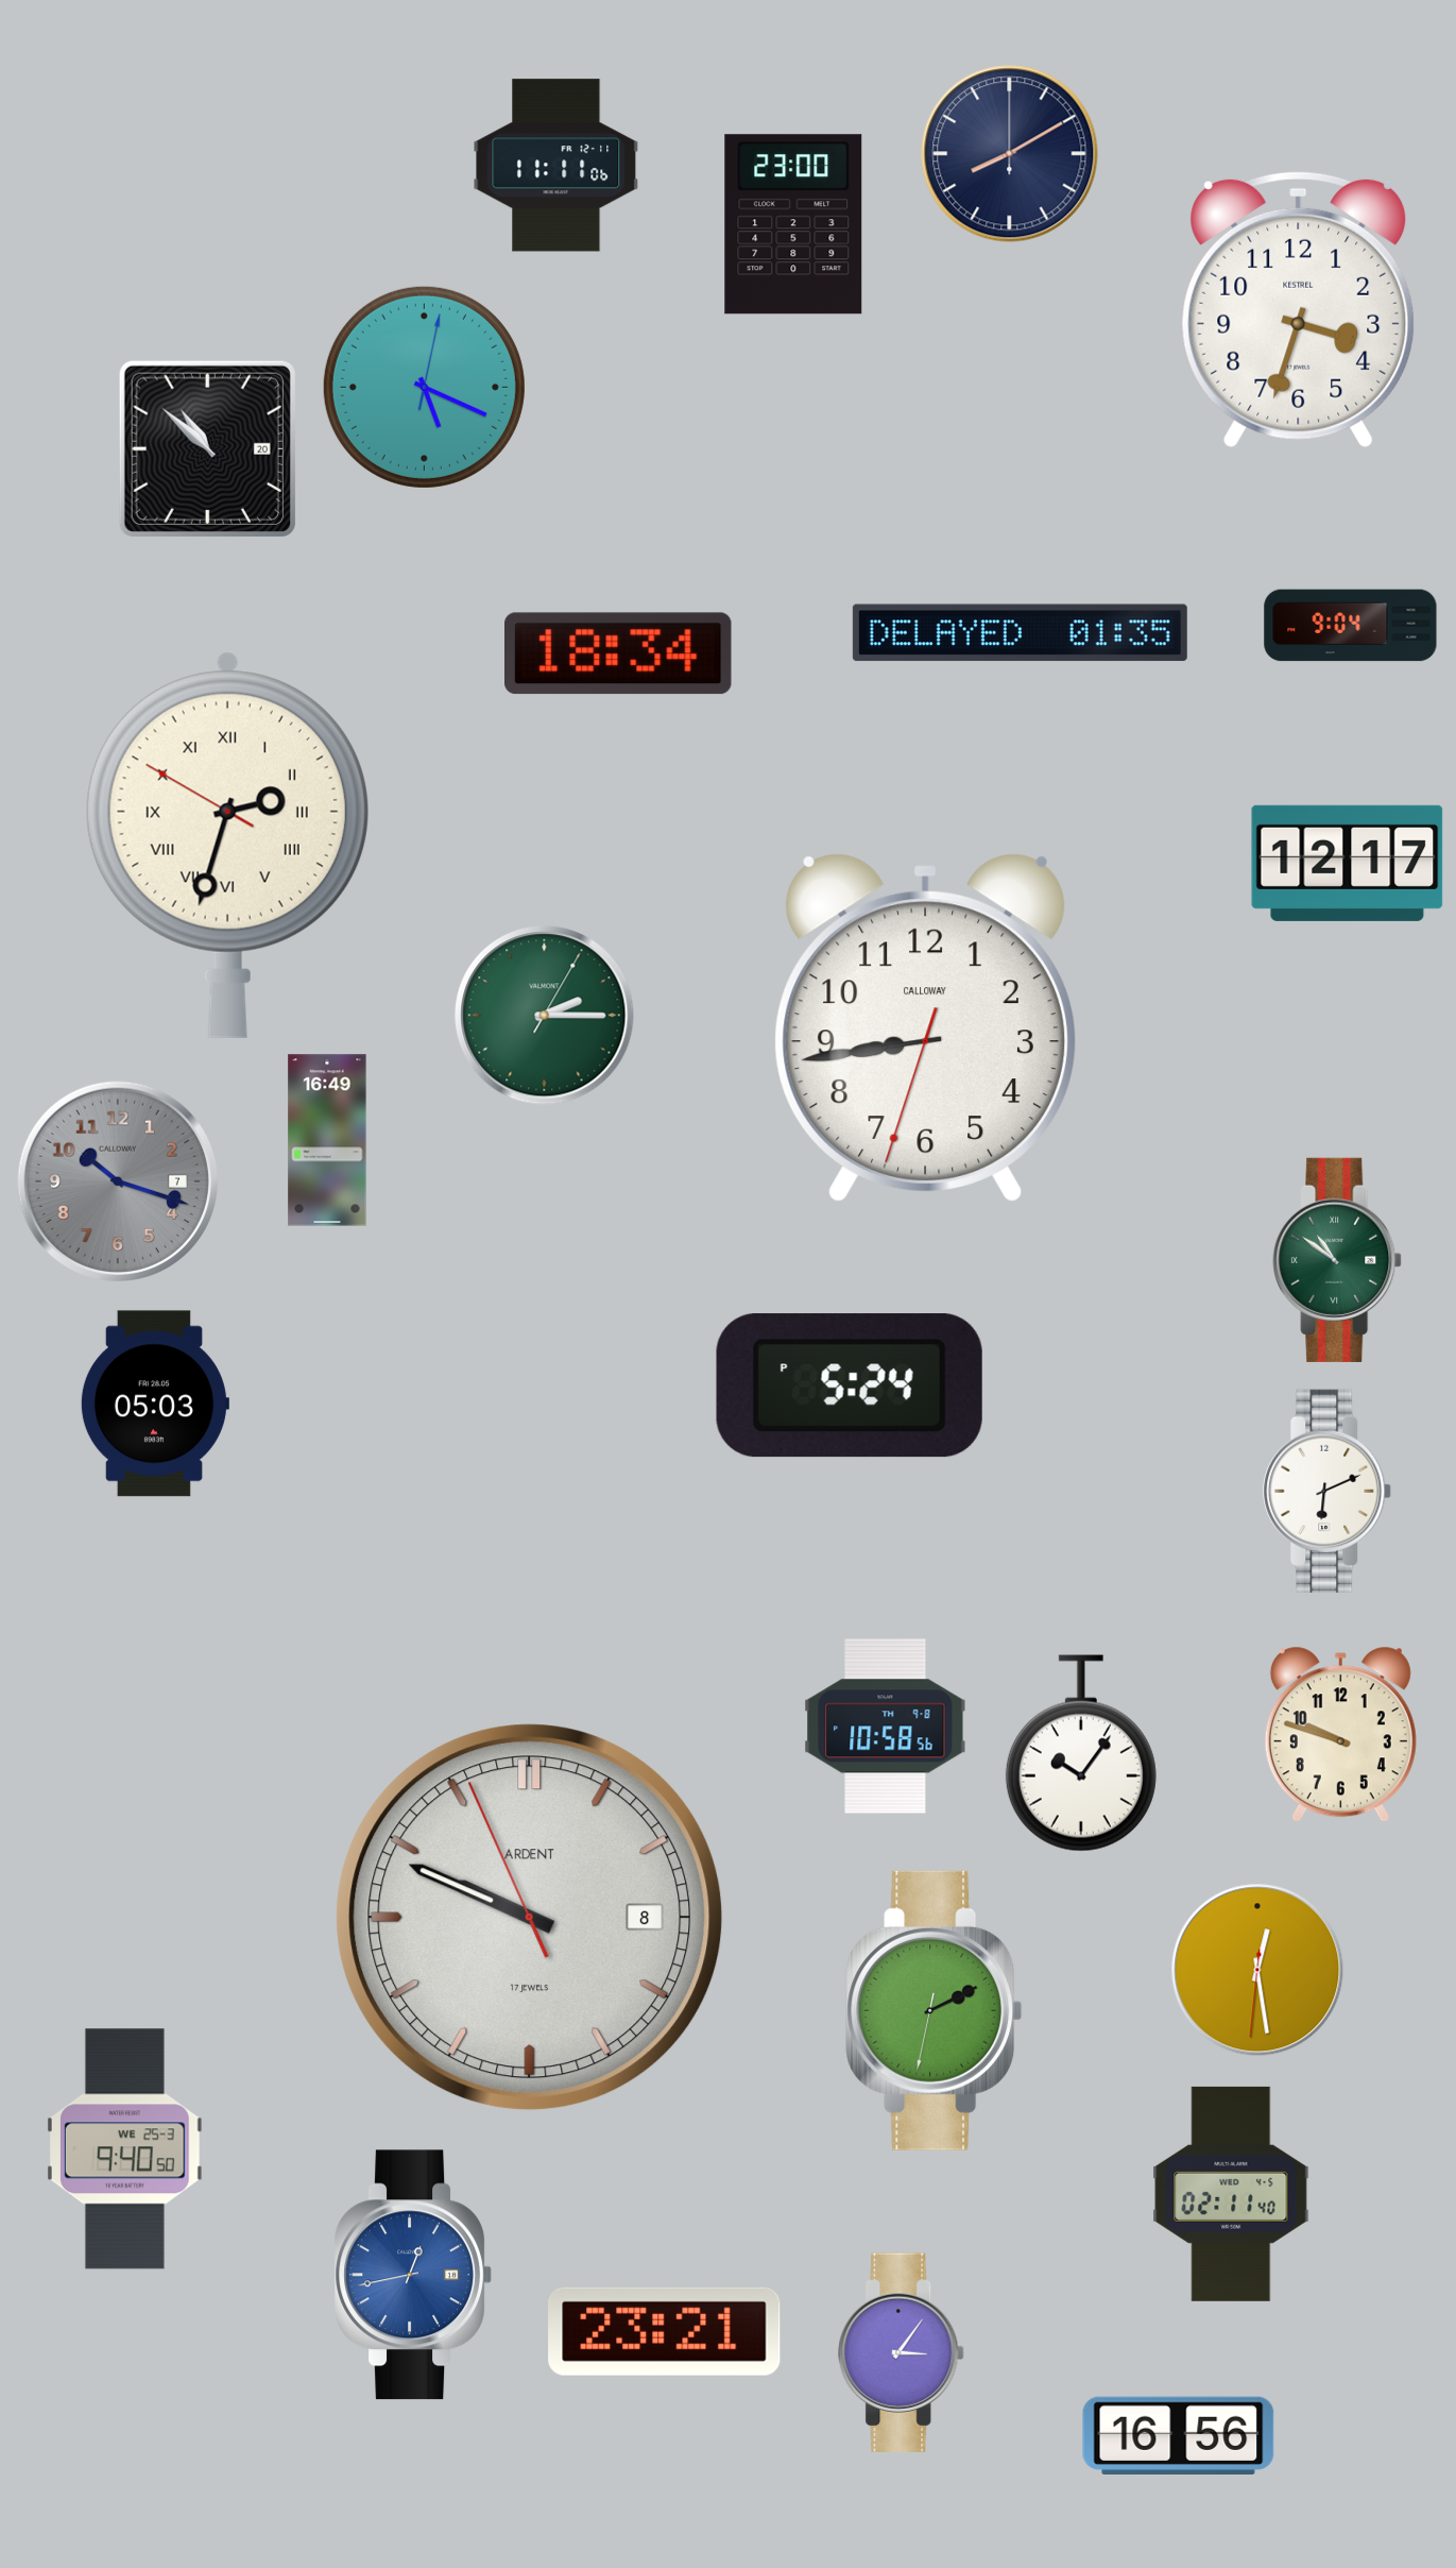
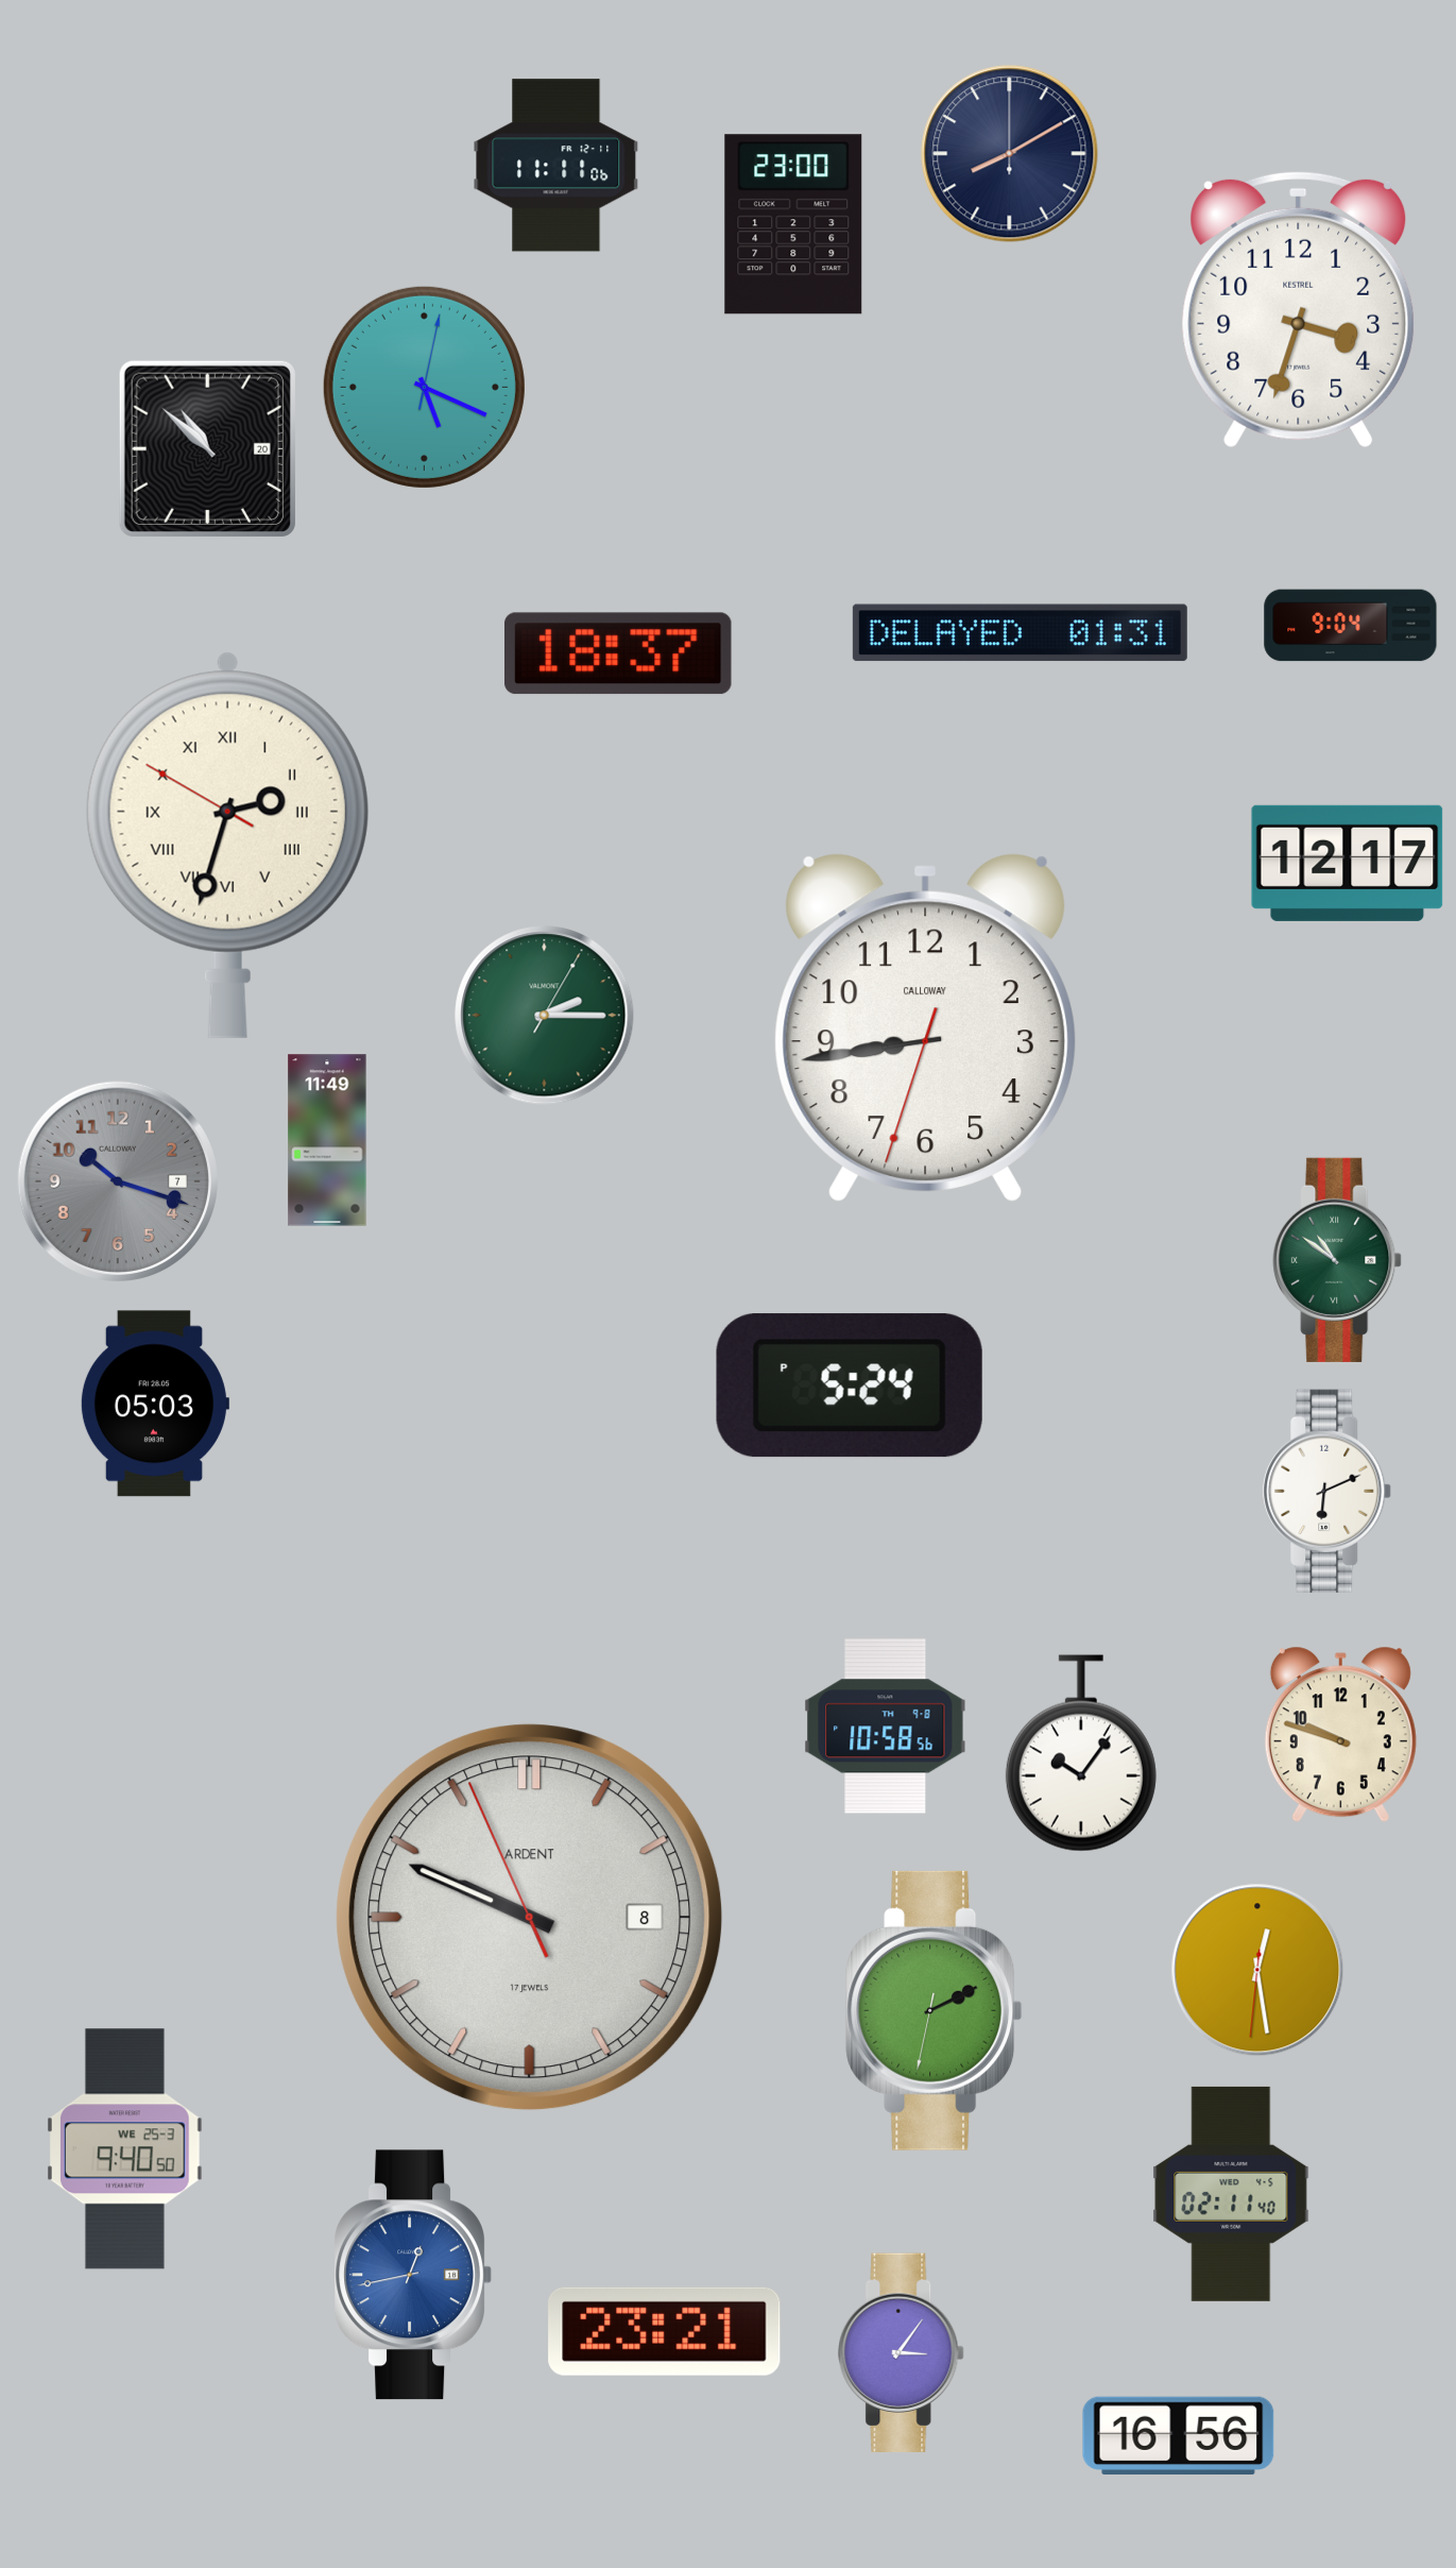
clock at (1020, 633): 01:35 -> 01:31
clock at (619, 653): 18:34 -> 18:37
clock at (327, 1140): 16:49 -> 11:49
